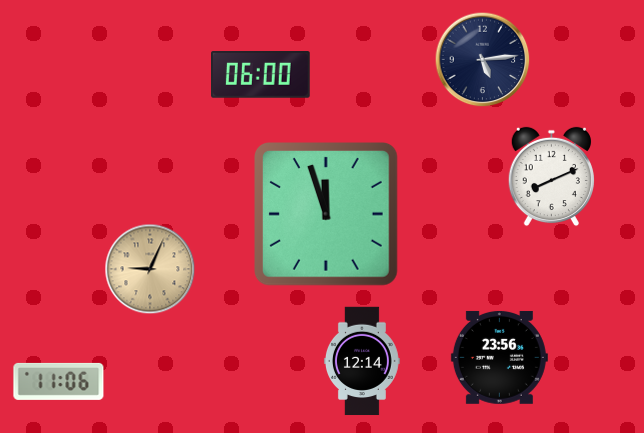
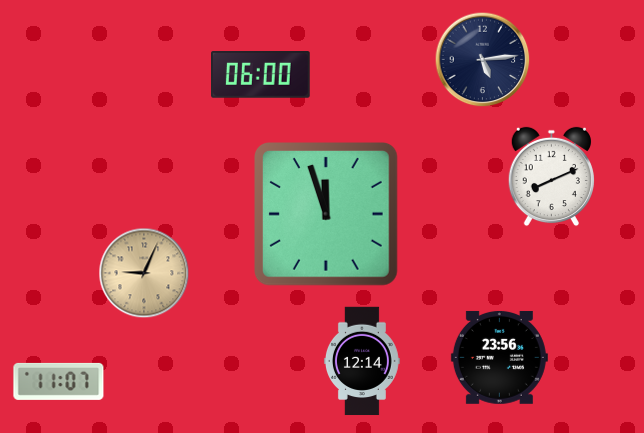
clock at (150, 269) position: (150, 269) -> (144, 273)
clock at (59, 381): 11:06 -> 11:07
